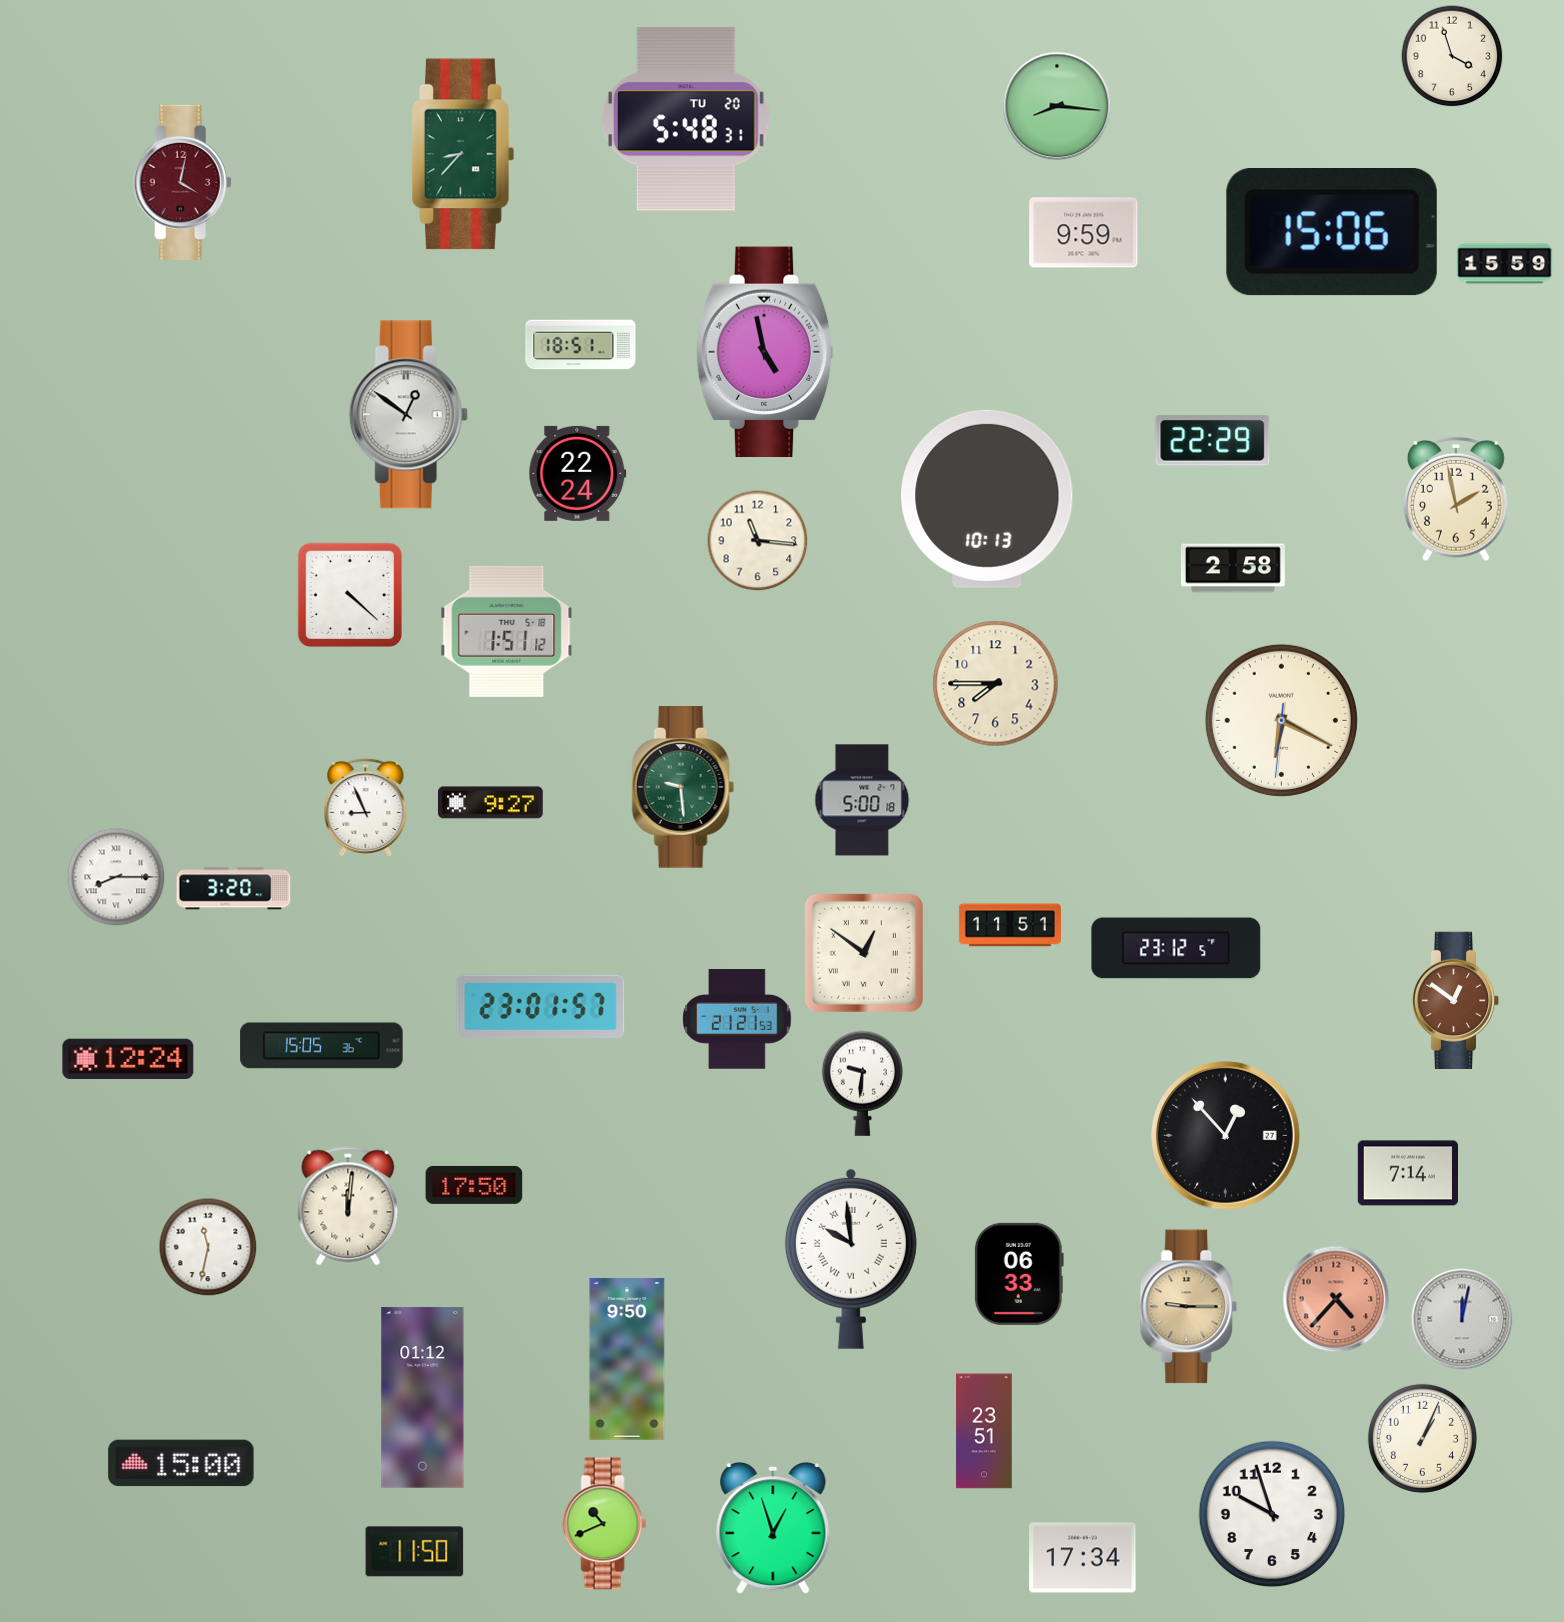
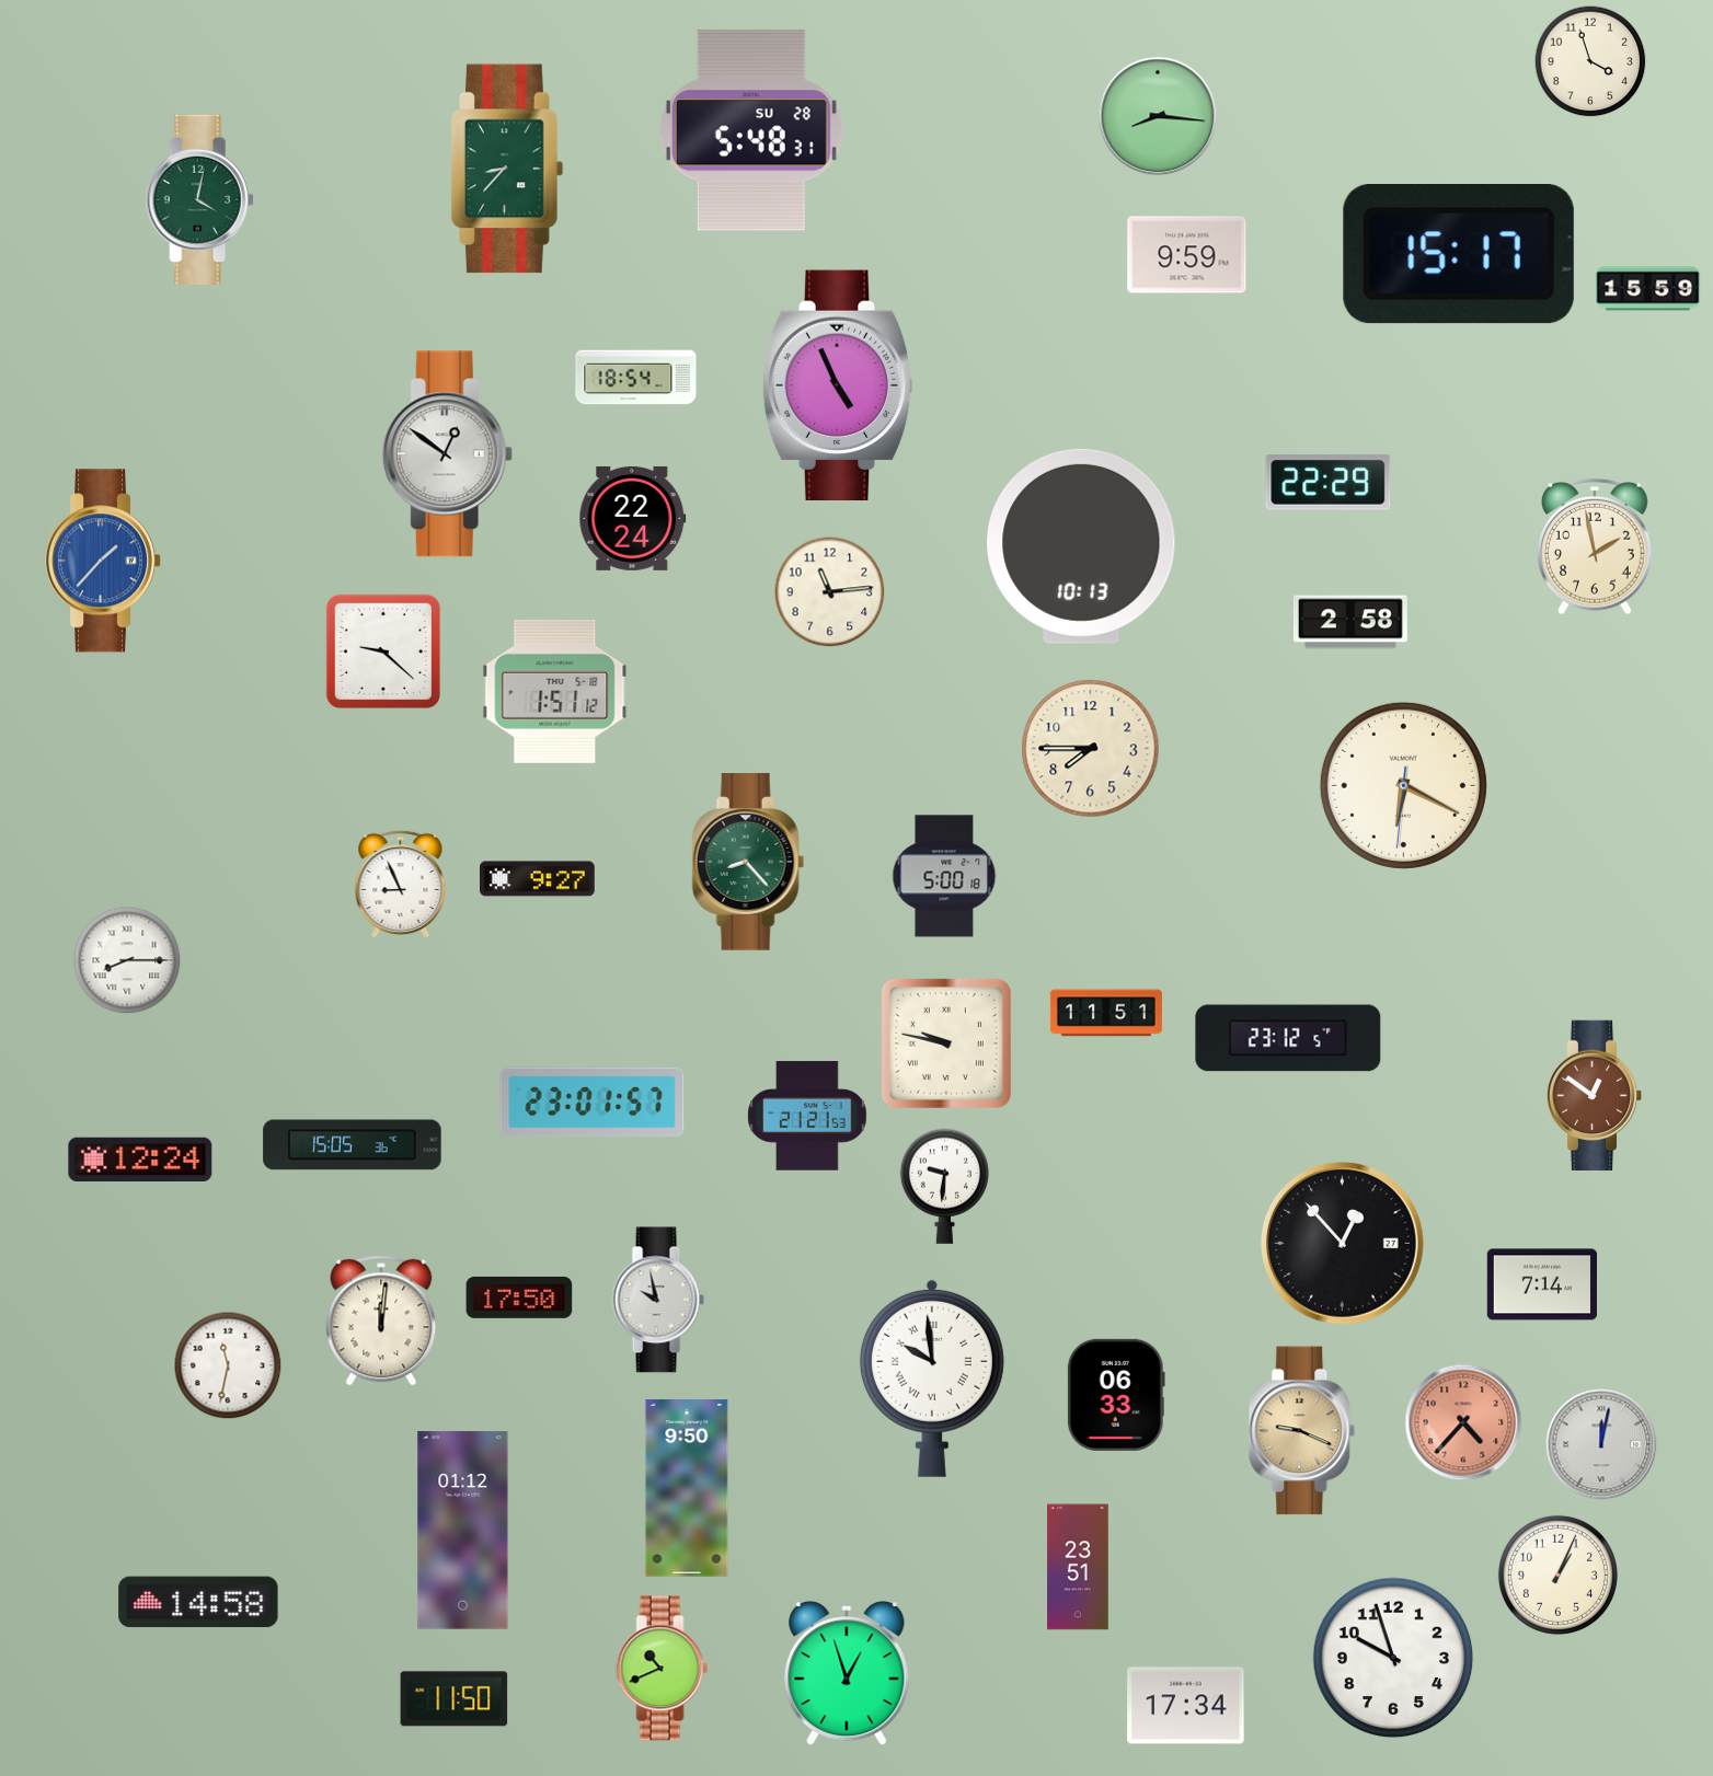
clock at (686, 119) date: TU 20 -> SU 28
clock at (182, 182) dial: burgundy -> green
clock at (1332, 233): 15:06 -> 15:17
clock at (581, 345): 18:51 -> 18:54
clock at (765, 351): 4:58 -> 4:56
clock at (104, 561): none -> 1:37
clock at (758, 541): 11:16 -> 11:14
clock at (349, 594): 4:22 -> 9:22
clock at (1281, 720) position: (1281, 720) -> (1403, 785)
clock at (683, 787): 9:29 -> 8:23
clock at (234, 889): 3:20 -> none
clock at (864, 953): 12:51 -> 9:47
clock at (658, 1300): none -> 9:58
clock at (1189, 1307): 9:15 -> 9:19
clock at (181, 1463): 15:00 -> 14:58
